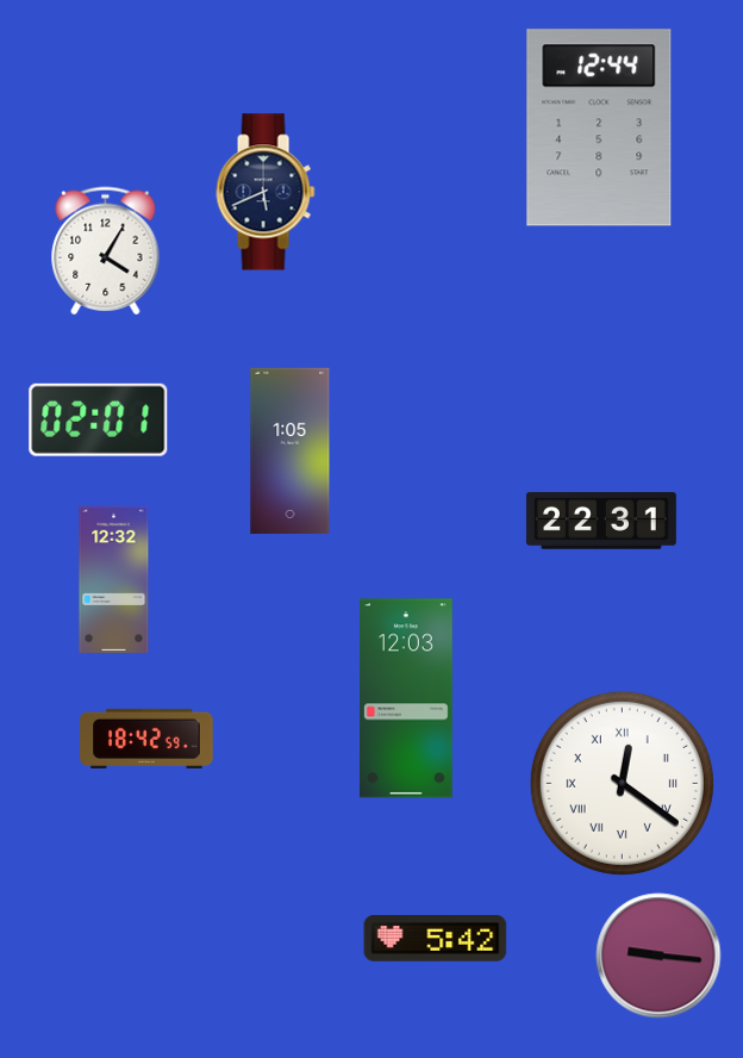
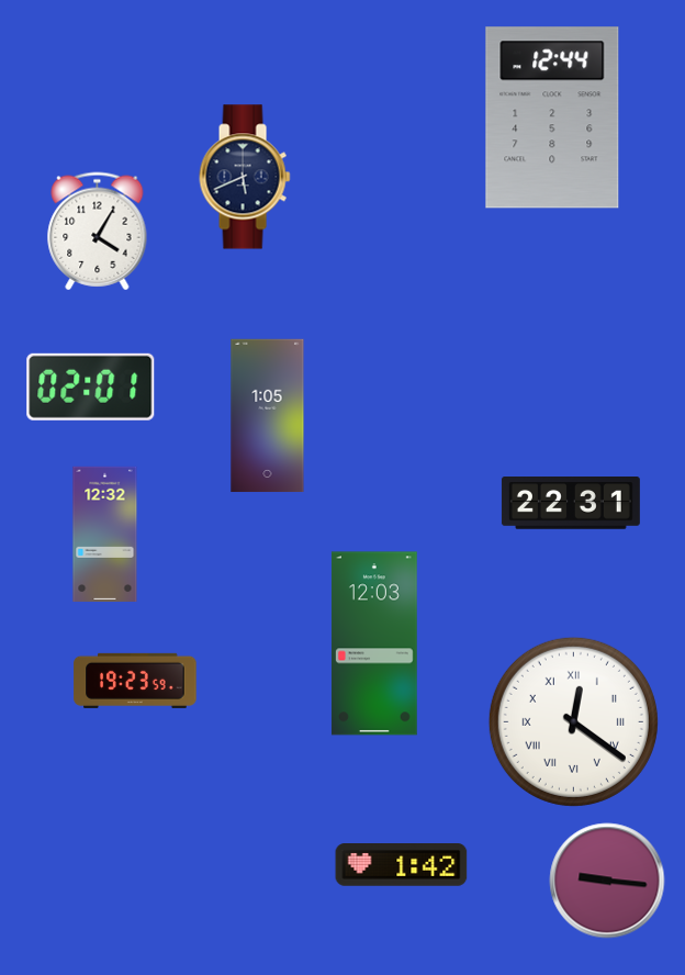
clock at (601, 521) position: (601, 521) -> (571, 503)
clock at (146, 739): 18:42 -> 19:23
clock at (436, 939): 5:42 -> 1:42
